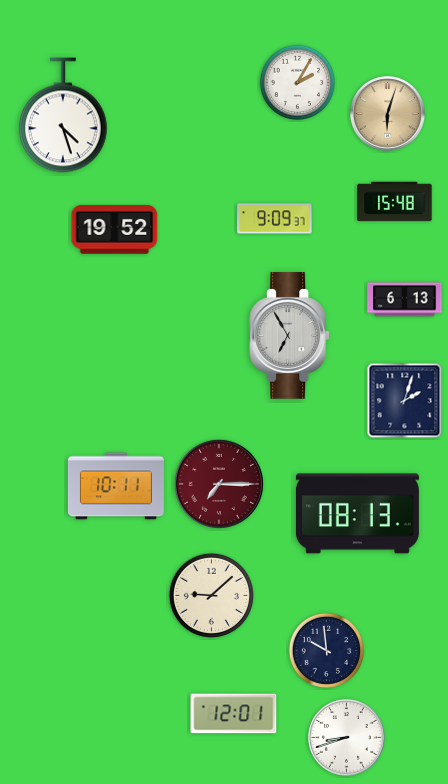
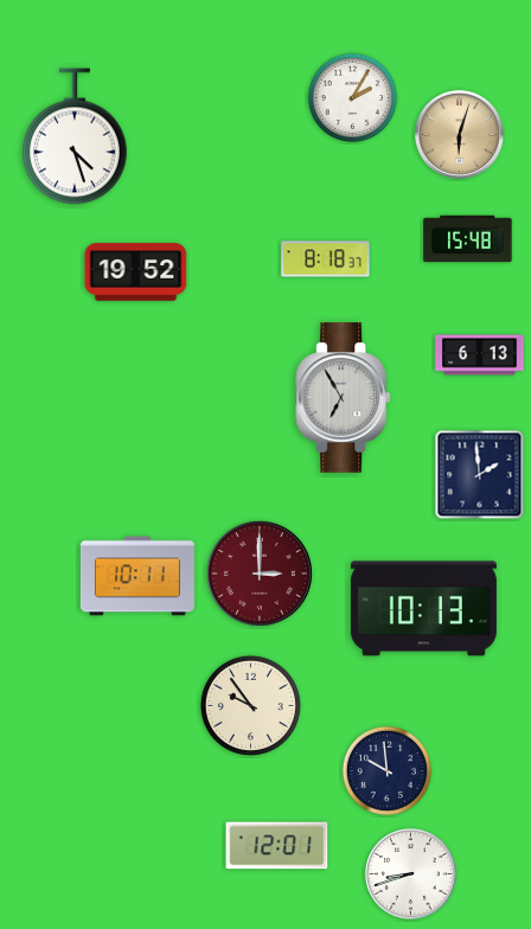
clock at (275, 219): 9:09 -> 8:18
clock at (405, 401): 2:03 -> 1:59
clock at (219, 484): 7:15 -> 3:00
clock at (357, 514): 08:13 -> 10:13
clock at (211, 595): 9:08 -> 9:54
